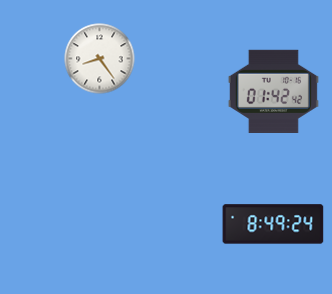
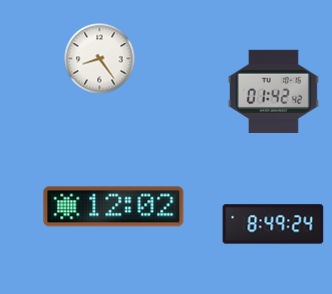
clock at (114, 207): none -> 12:02
